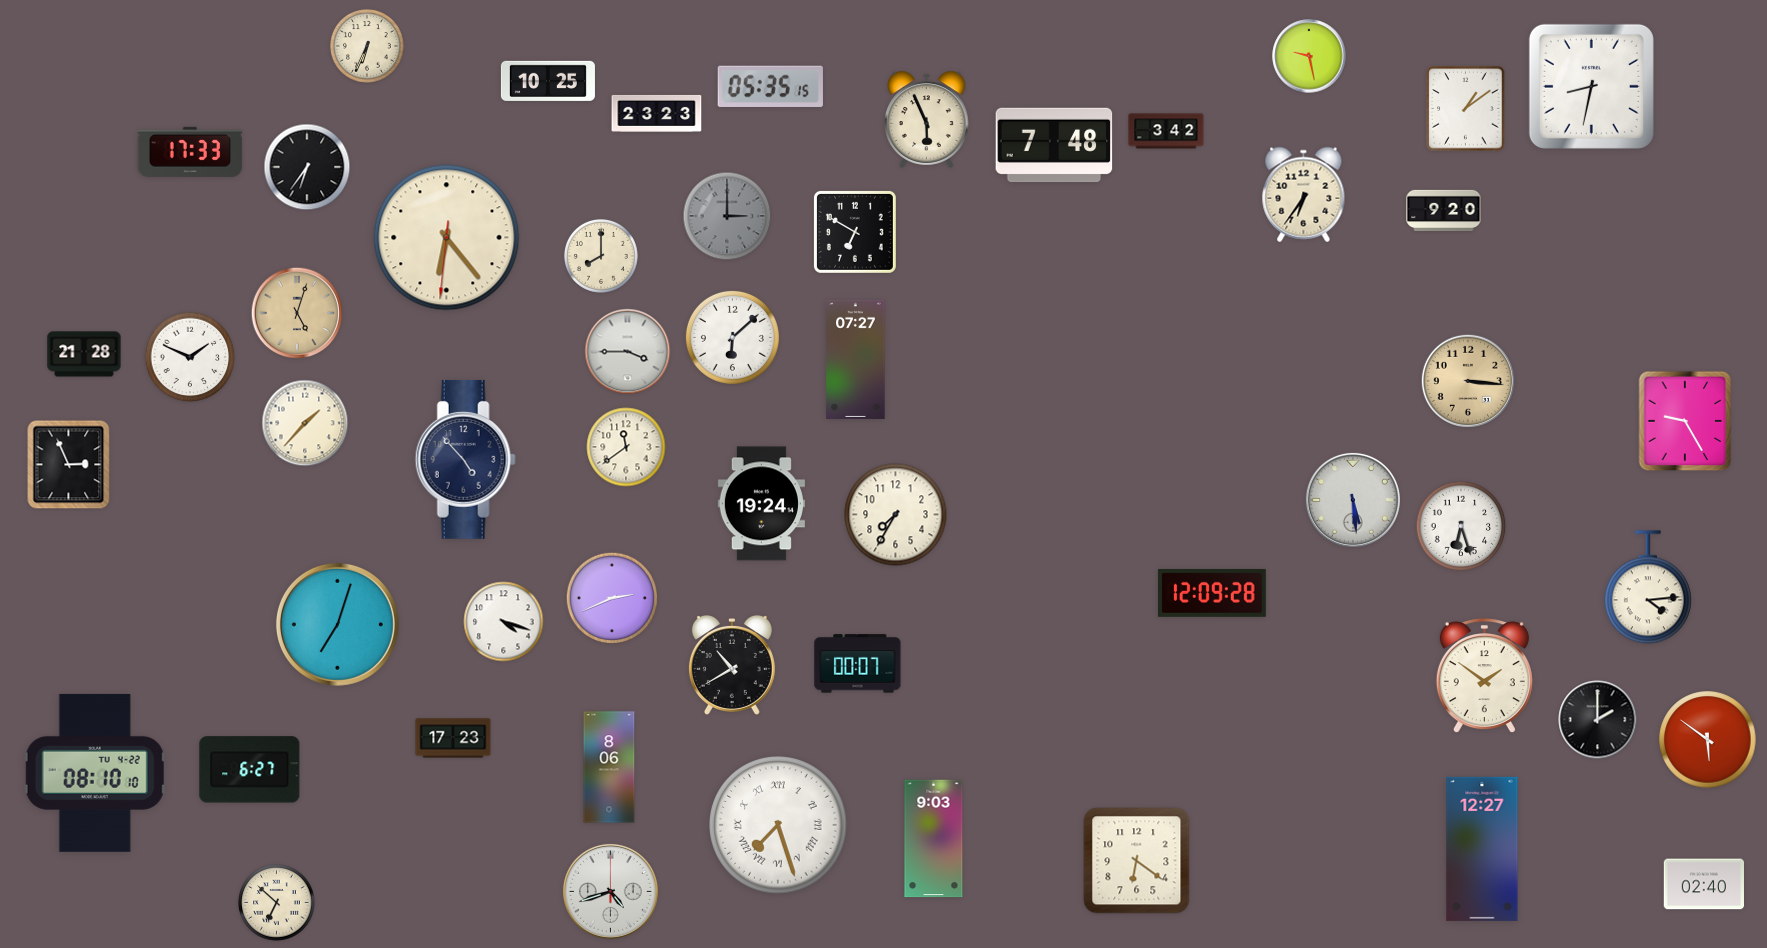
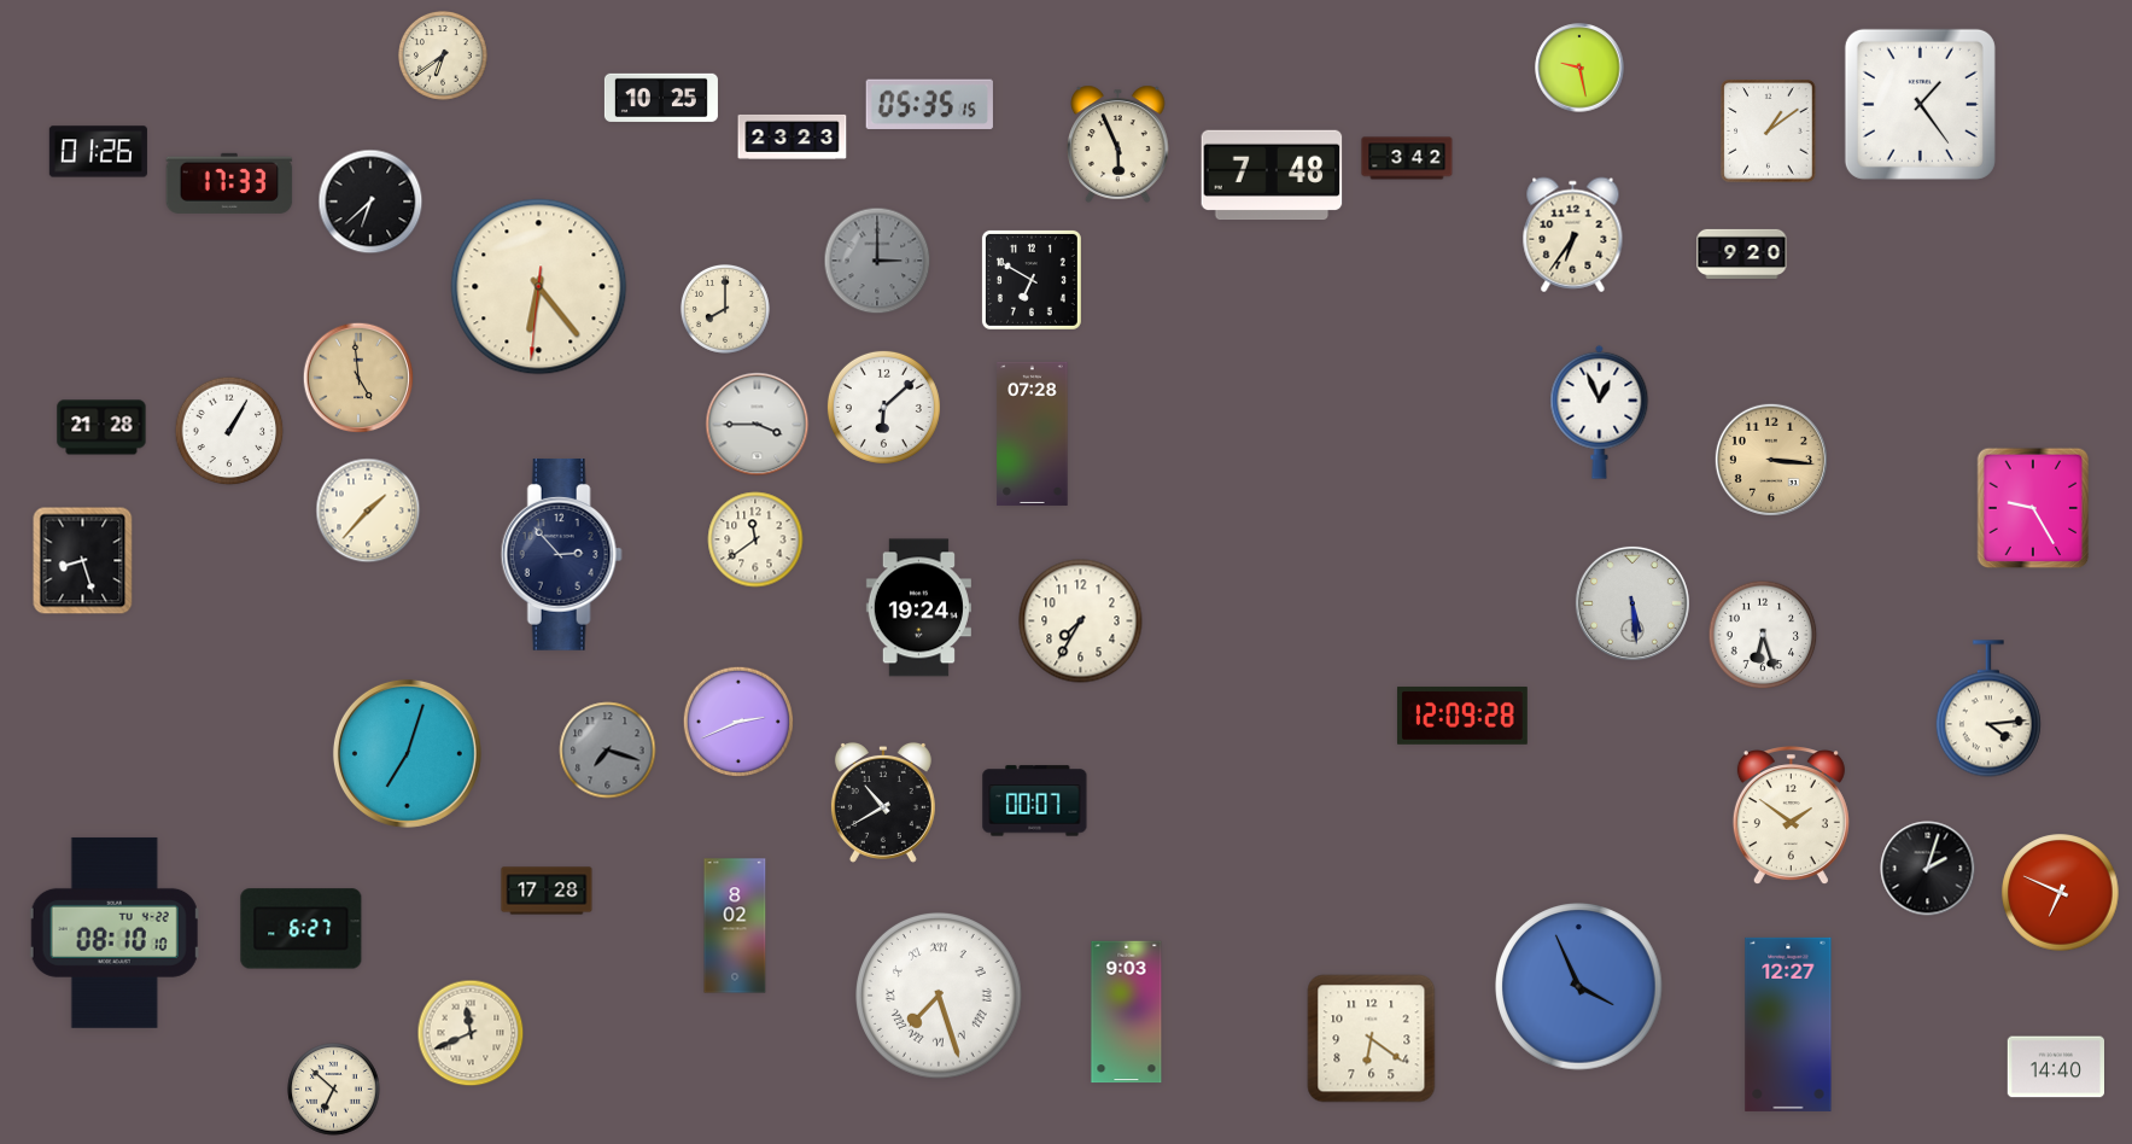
clock at (367, 46): 6:34 -> 6:39
clock at (1591, 86): 8:32 -> 1:24
clock at (98, 152): none -> 01:26
clock at (307, 167): 6:36 -> 6:38
clock at (297, 313): 5:03 -> 4:59
clock at (1600, 412): none -> 12:56
clock at (190, 357): 1:49 -> 1:05
clock at (856, 359): 07:27 -> 07:28
clock at (465, 459): 4:53 -> 2:53
clock at (69, 465): 2:56 -> 8:27
clock at (504, 622): 4:18 -> 7:18
clock at (504, 622) dial: white -> grey
clock at (1598, 720): 2:00 -> 2:03
clock at (453, 738): 17:23 -> 17:28
clock at (1708, 740): 5:51 -> 6:49
clock at (609, 767): 8:06 -> 8:02
clock at (1579, 987): none -> 3:56
clock at (471, 1033): none -> 11:41
clock at (1703, 884): 02:40 -> 14:40
clock at (610, 891): 4:42 -> none
